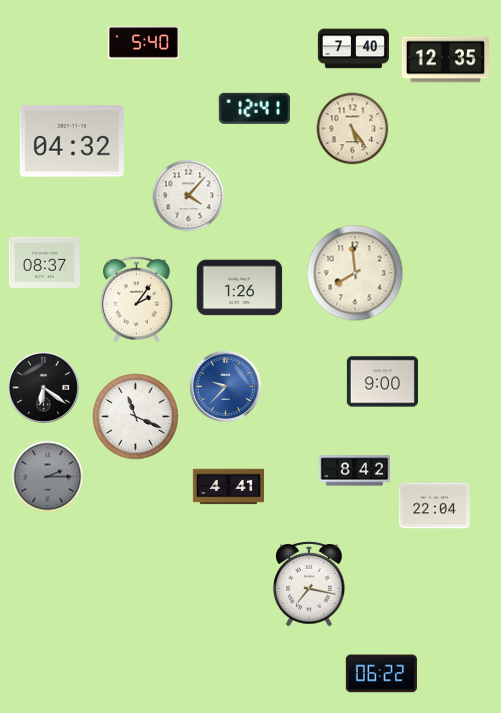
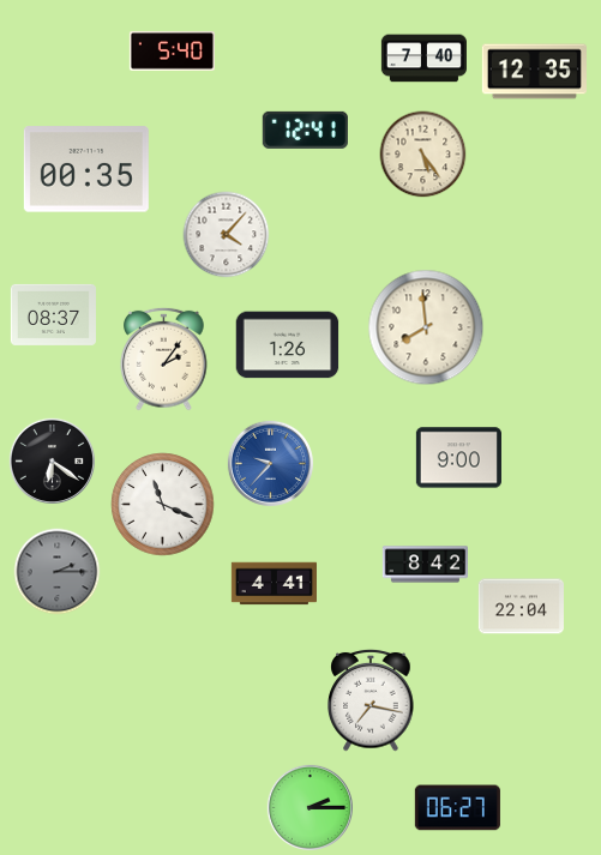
clock at (72, 141): 04:32 -> 00:35
clock at (43, 387) position: (43, 387) -> (52, 460)
clock at (136, 417) position: (136, 417) -> (163, 505)
clock at (309, 807): none -> 2:15
clock at (381, 674): 06:22 -> 06:27
